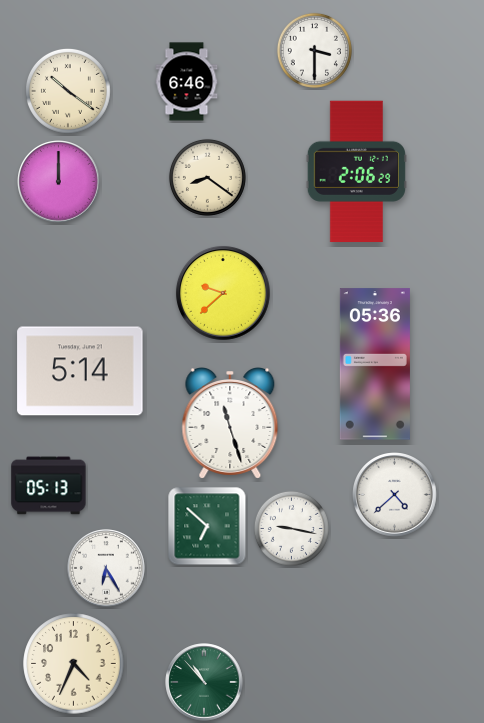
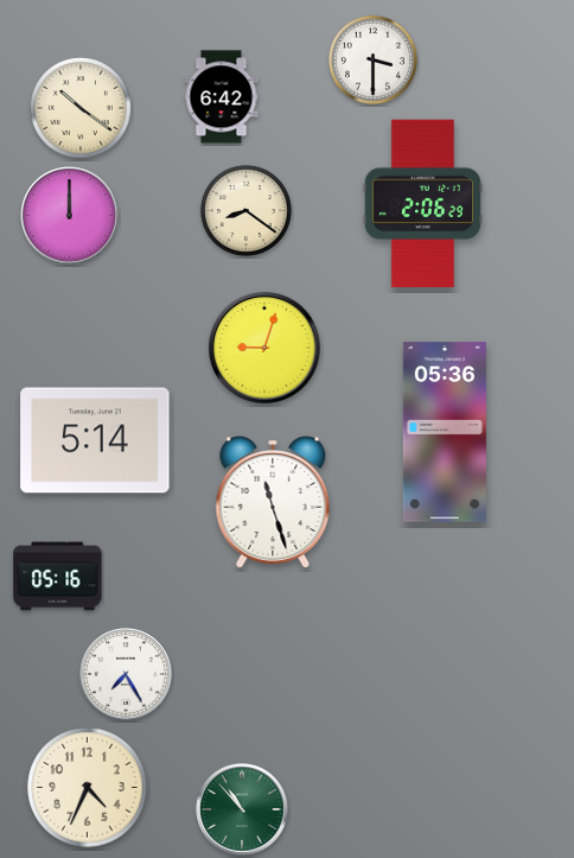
clock at (187, 82): 6:46 -> 6:42
clock at (223, 293): 9:38 -> 9:03
clock at (49, 486): 05:13 -> 05:16
clock at (395, 495): 4:38 -> none
clock at (207, 526): 6:52 -> none
clock at (291, 528): 9:17 -> none
clock at (106, 568): 6:25 -> 7:25
